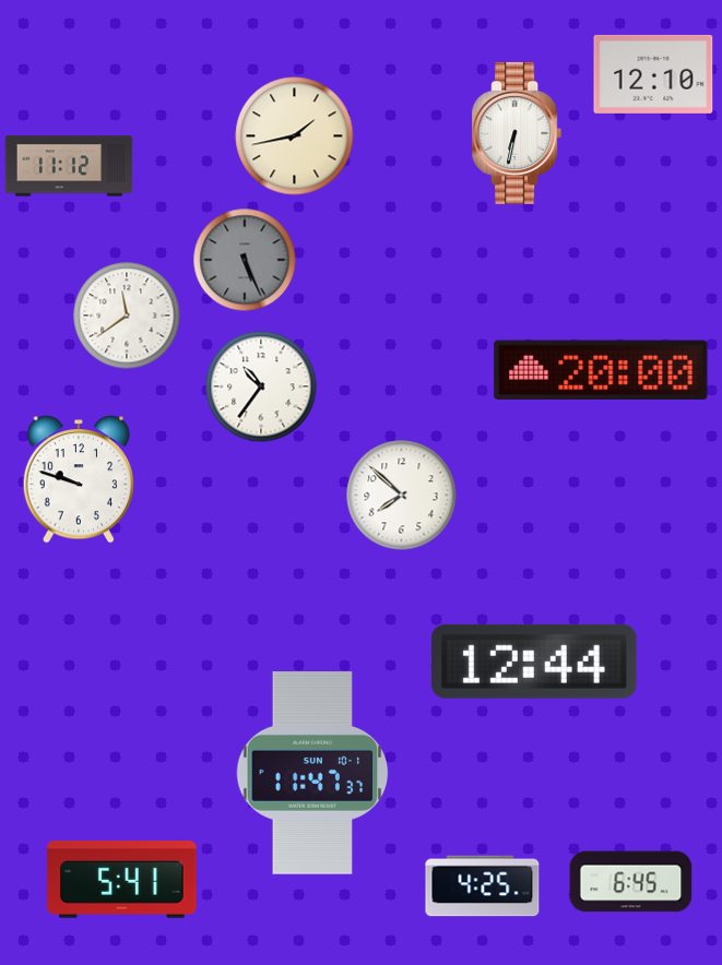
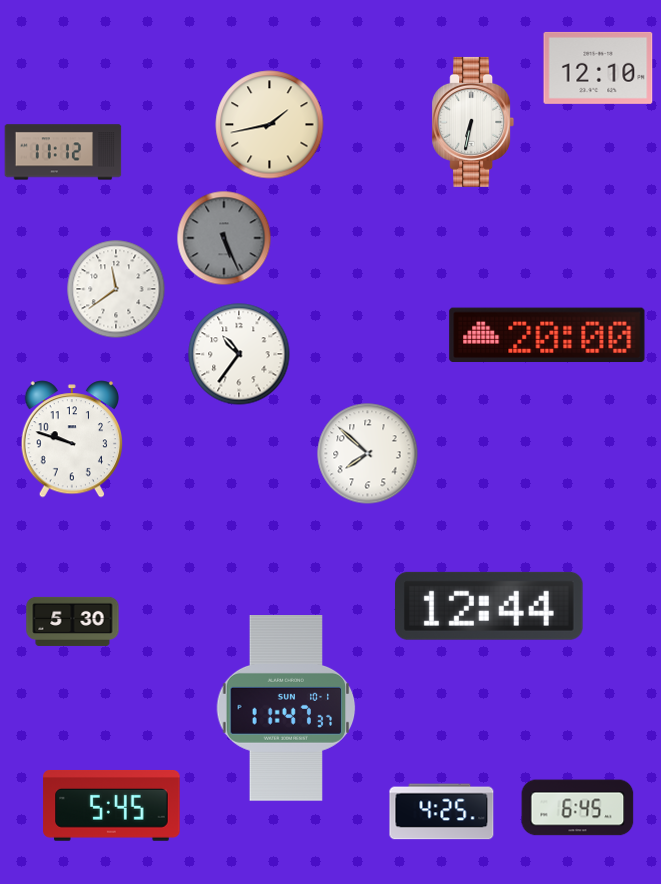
clock at (601, 370) position: (601, 370) -> (547, 335)
clock at (73, 621): none -> 5:30
clock at (122, 879): 5:41 -> 5:45
